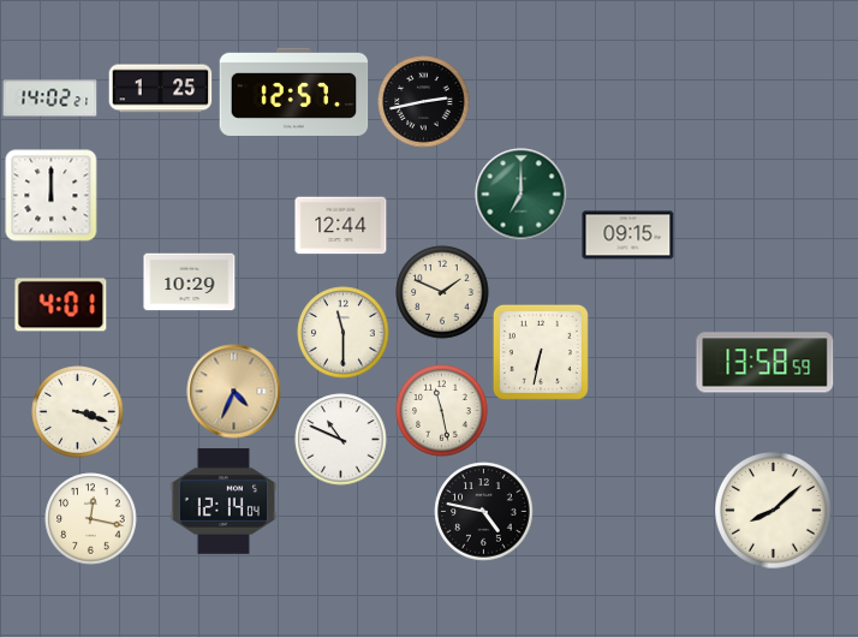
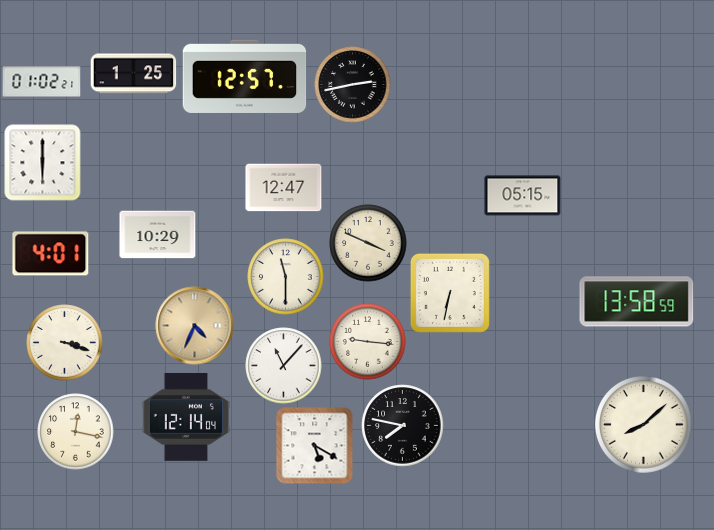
clock at (50, 99): 14:02 -> 01:02
clock at (522, 195): 7:00 -> none
clock at (52, 196): 12:00 -> 6:00
clock at (341, 226): 12:44 -> 12:47
clock at (628, 236): 09:15 -> 05:15
clock at (442, 292): 1:49 -> 3:49
clock at (442, 411): 11:28 -> 9:16
clock at (341, 440): 10:49 -> 11:07
clock at (484, 512): 4:47 -> 7:47
clock at (315, 446): none -> 5:20
